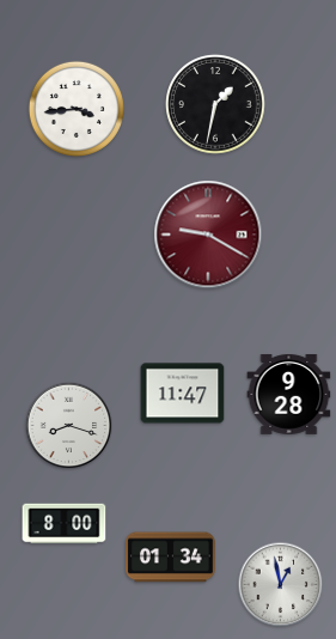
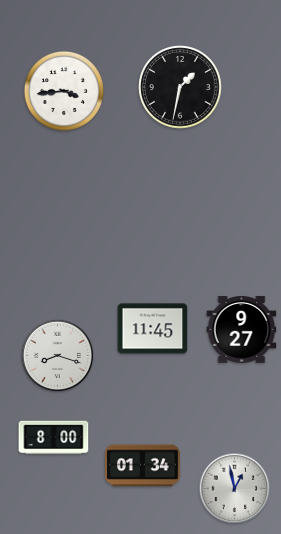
clock at (208, 235): 9:20 -> none
clock at (183, 394): 11:47 -> 11:45
clock at (289, 394): 9:28 -> 9:27
